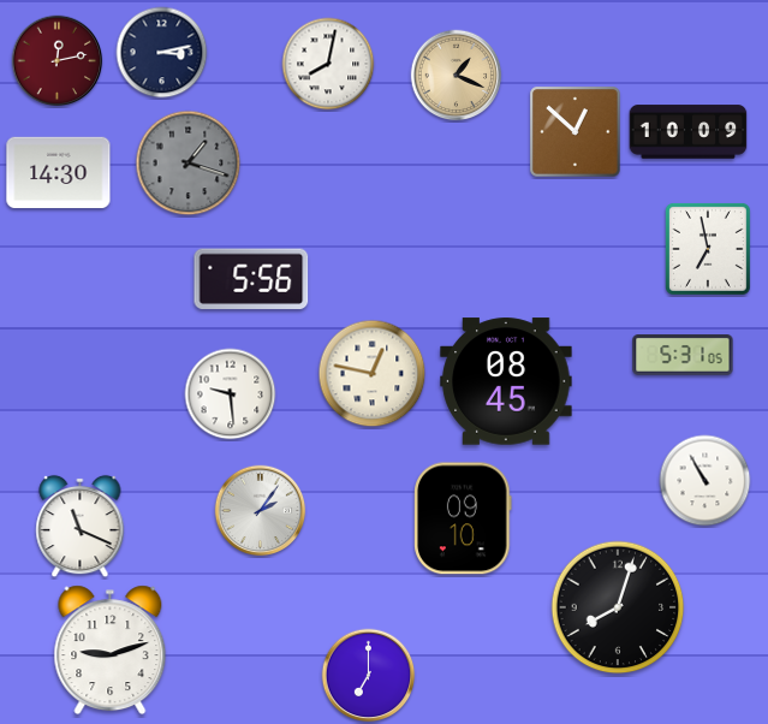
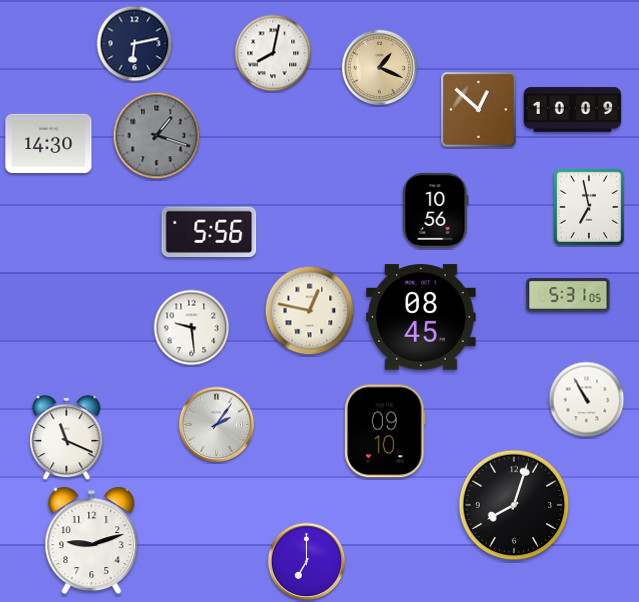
clock at (162, 53): 3:13 -> 6:13
clock at (58, 61): 12:13 -> none
clock at (457, 76) position: (457, 76) -> (380, 68)
clock at (436, 210): none -> 10:56
